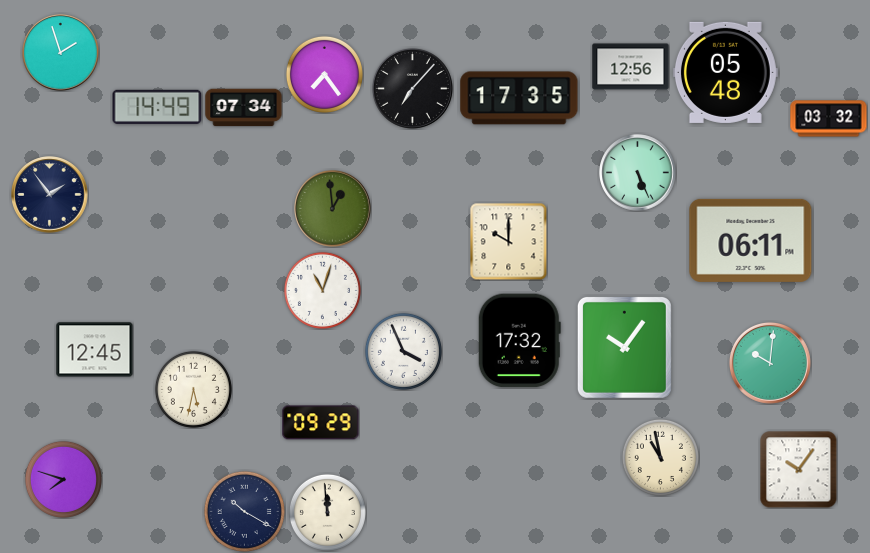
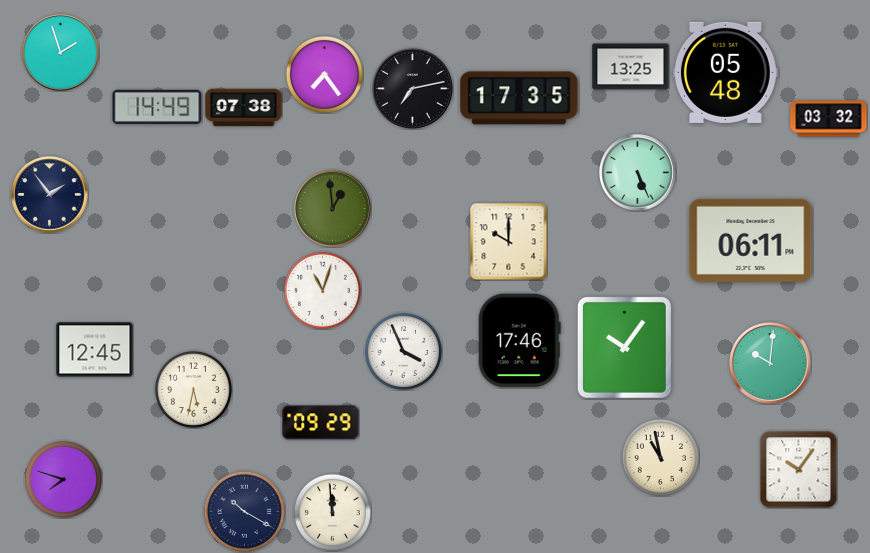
clock at (631, 67): 12:56 -> 13:25
clock at (412, 88): 7:07 -> 7:13
clock at (244, 108): 07:34 -> 07:38
clock at (519, 341): 17:32 -> 17:46
clock at (327, 512) position: (327, 512) -> (332, 512)
